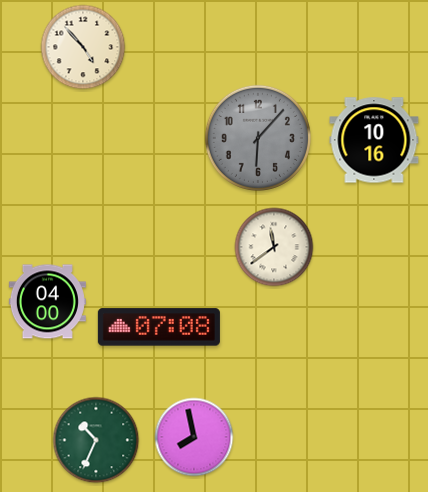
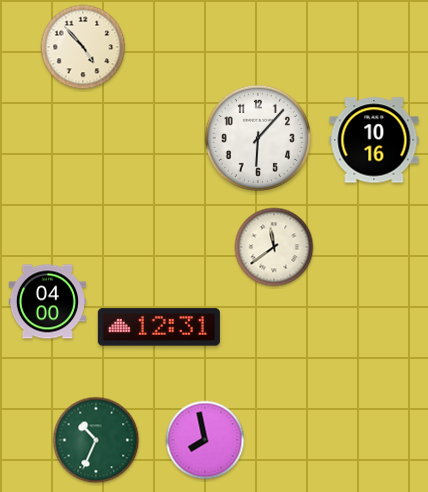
clock at (258, 138) dial: grey -> white
clock at (159, 327): 07:08 -> 12:31
clock at (194, 437) position: (194, 437) -> (205, 440)
